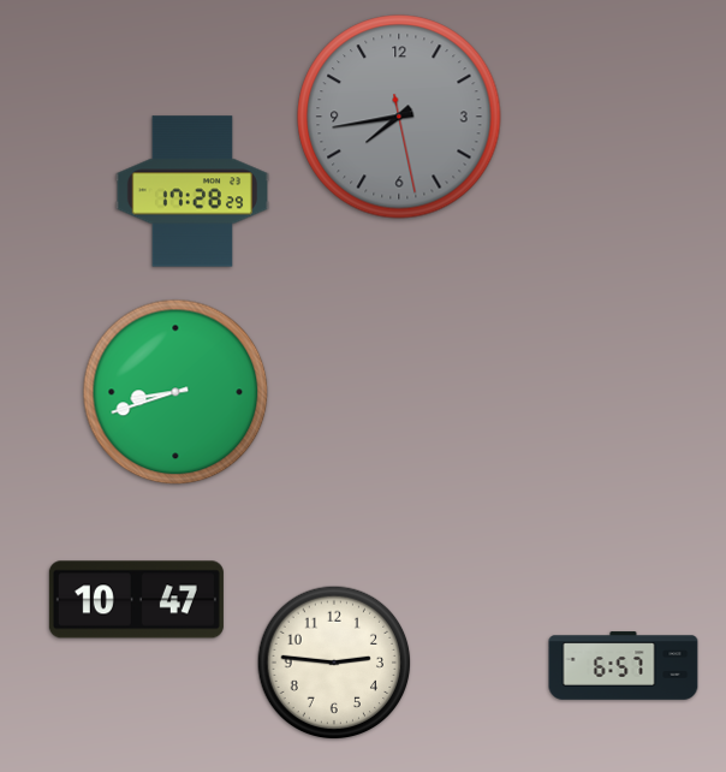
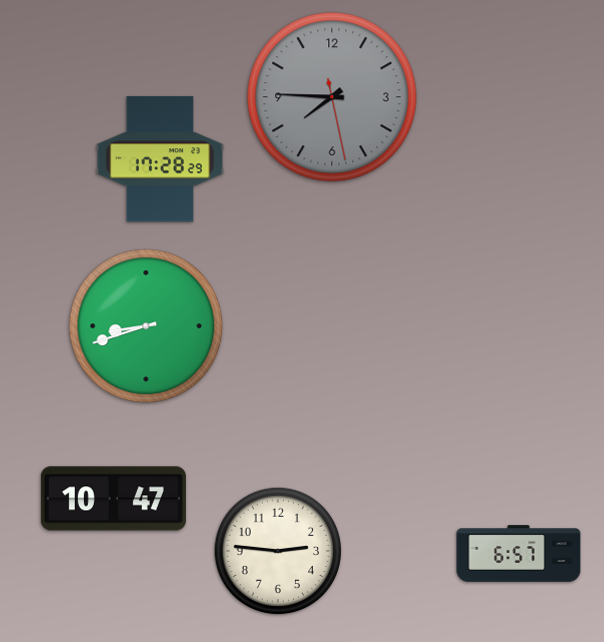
clock at (399, 117): 7:43 -> 7:45
